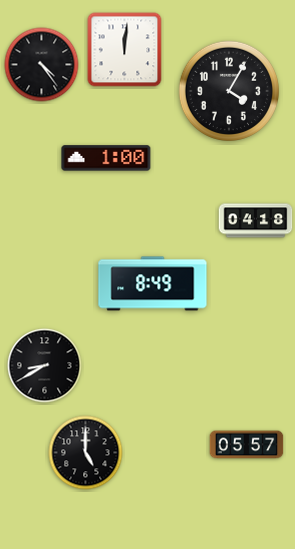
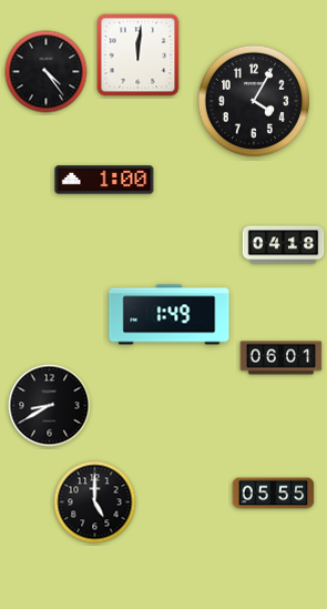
clock at (106, 158) position: (106, 158) -> (104, 180)
clock at (153, 284): 8:49 -> 1:49
clock at (282, 358): none -> 06:01
clock at (247, 445): 05:57 -> 05:55
